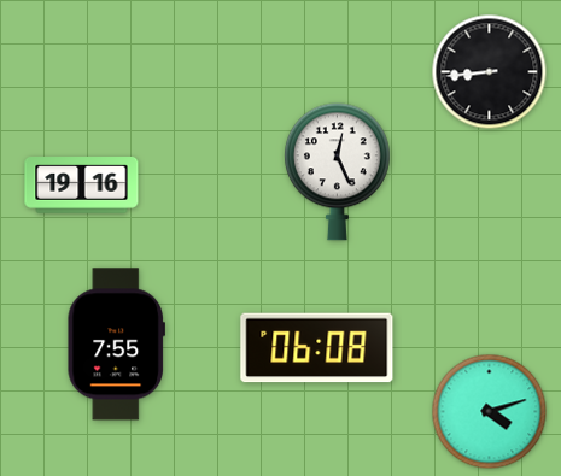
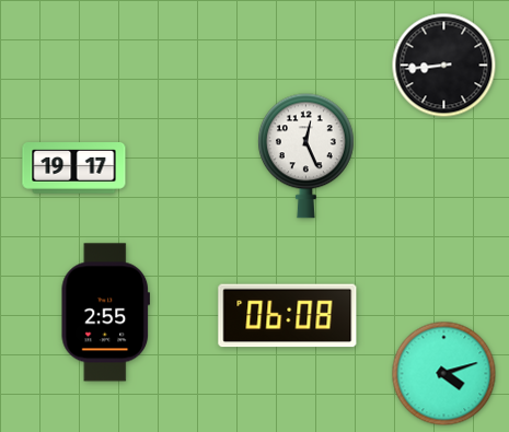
clock at (82, 186): 19:16 -> 19:17
clock at (116, 345): 7:55 -> 2:55
